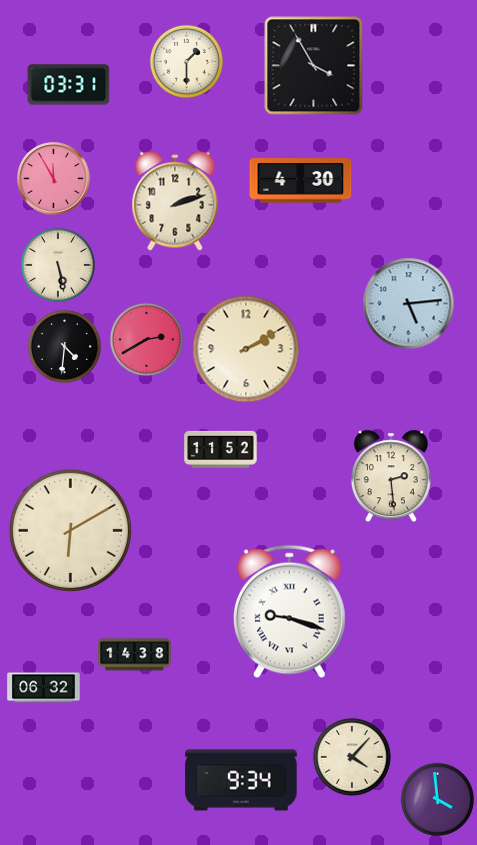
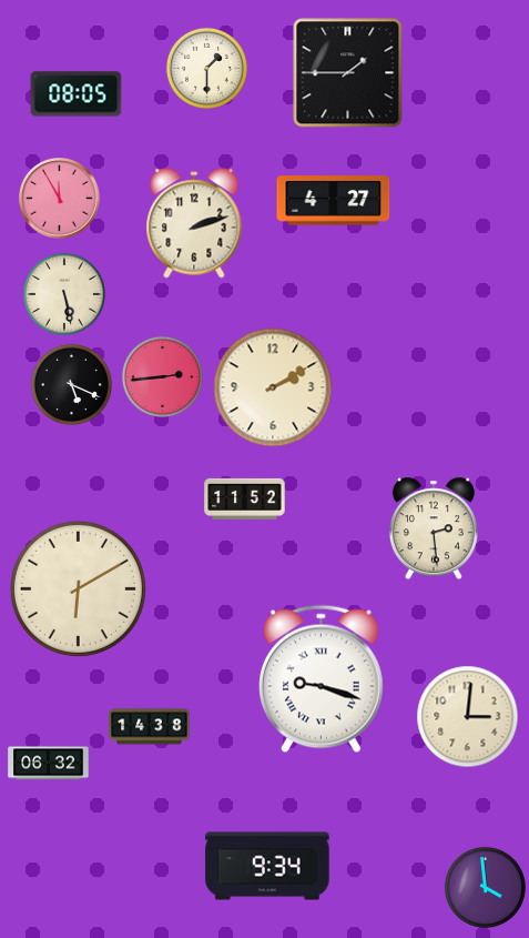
clock at (314, 66): 3:55 -> 1:45
clock at (69, 85): 03:31 -> 08:05
clock at (301, 181): 4:30 -> 4:27
clock at (409, 304): 5:14 -> none
clock at (146, 339): 2:40 -> 2:44
clock at (64, 346): 4:31 -> 5:19
clock at (468, 717): none -> 3:01
clock at (352, 757): 4:07 -> none
